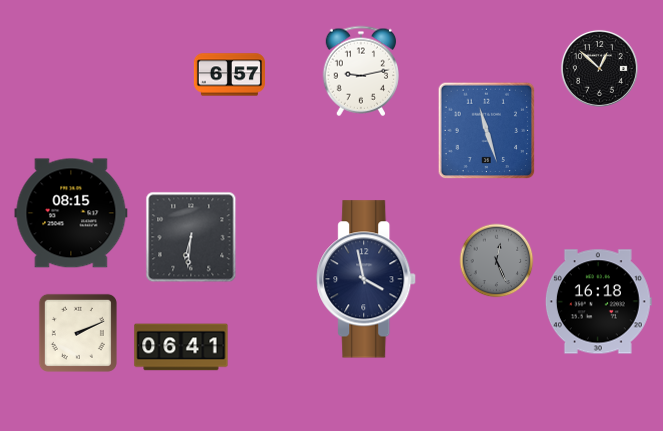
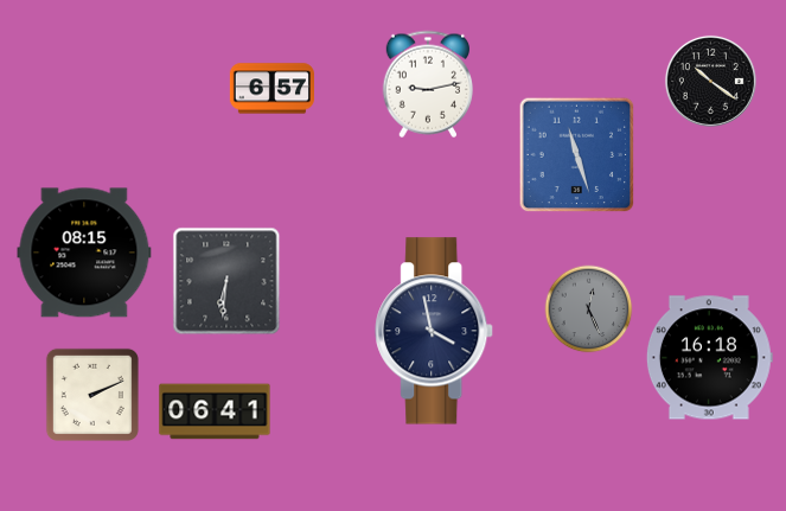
clock at (599, 68): 12:52 -> 10:21
